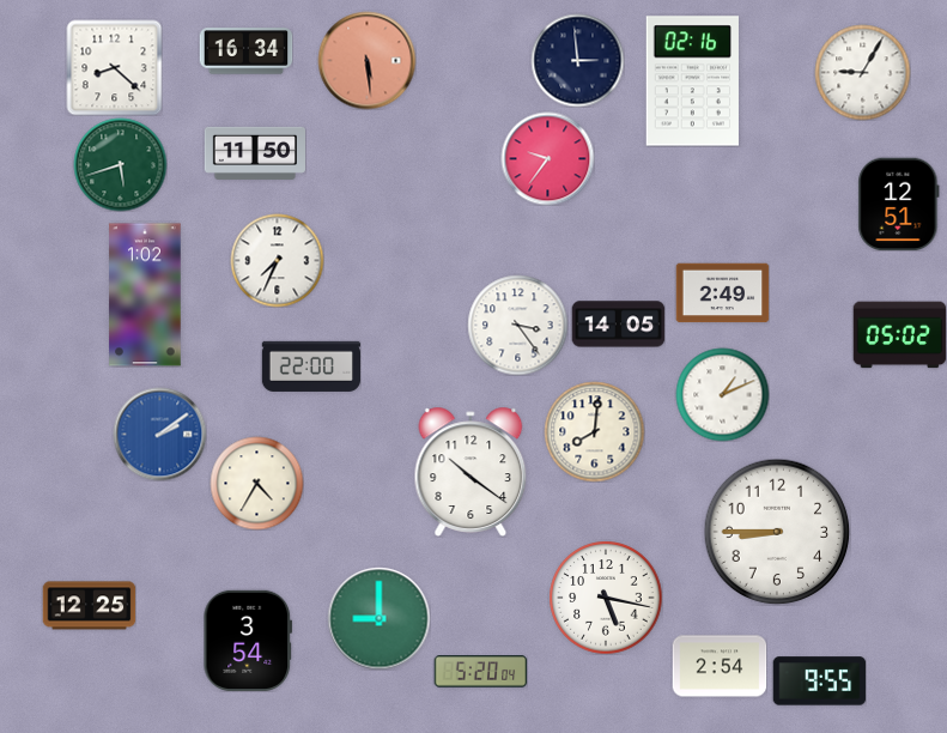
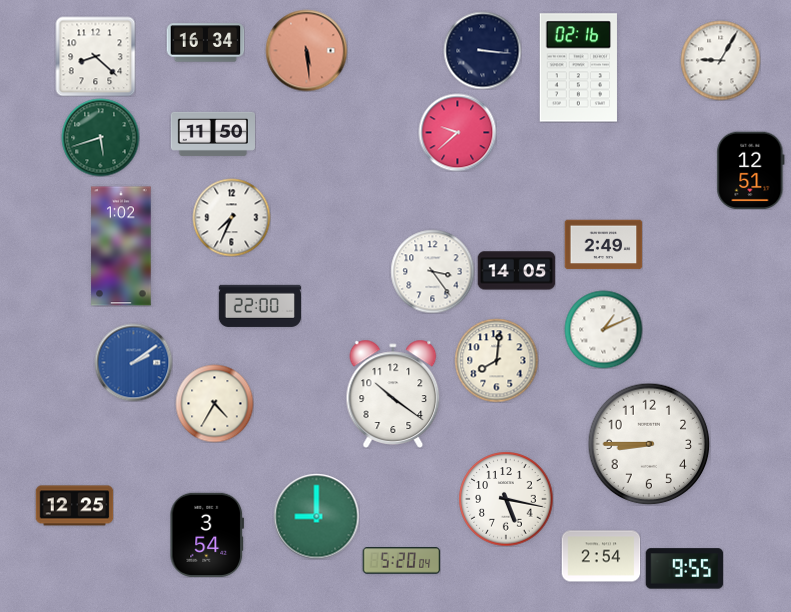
clock at (577, 60): 2:59 -> 3:16
clock at (254, 153) position: (254, 153) -> (212, 134)
clock at (547, 158): 9:36 -> 9:38
clock at (899, 335): 05:02 -> none
